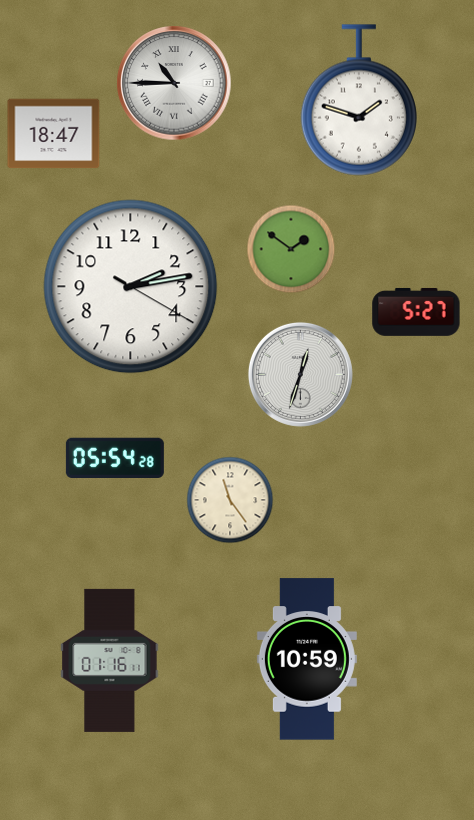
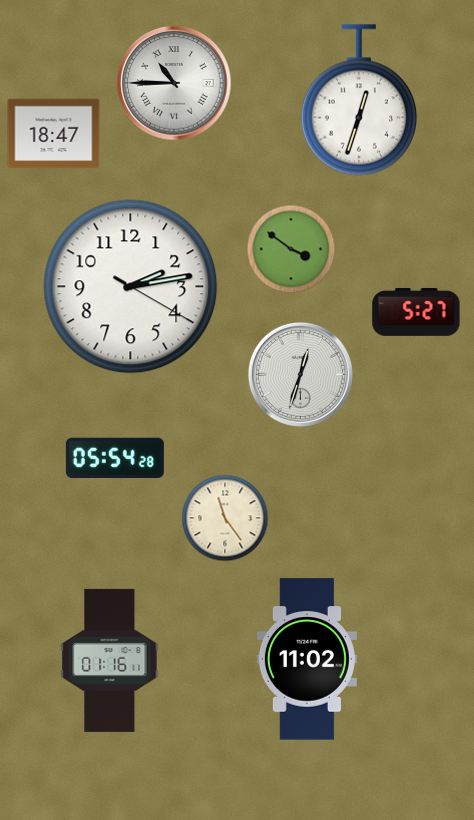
clock at (359, 100): 1:48 -> 12:33
clock at (291, 249): 1:51 -> 3:51
clock at (230, 500) position: (230, 500) -> (225, 518)
clock at (307, 659): 10:59 -> 11:02
